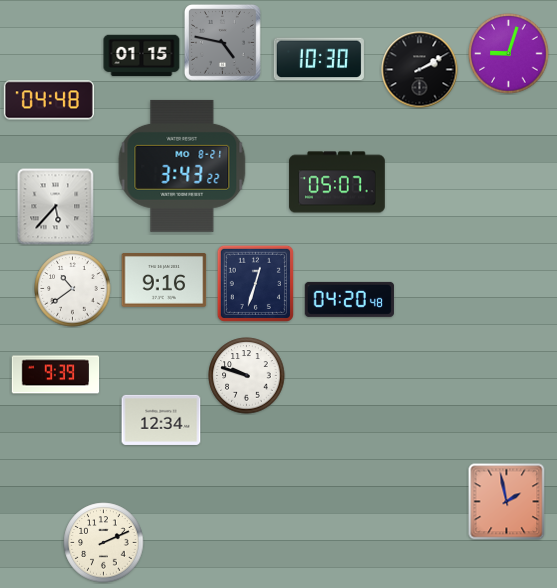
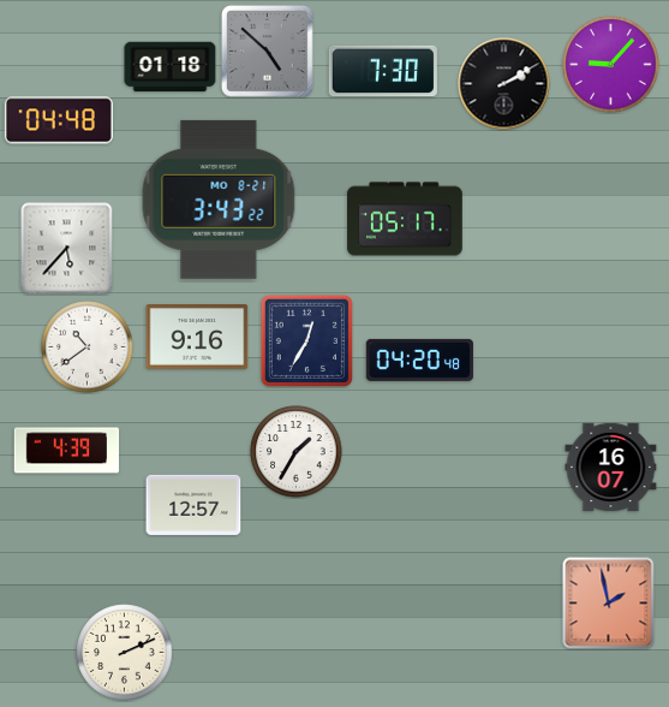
clock at (223, 43): 4:47 -> 4:52
clock at (509, 54): 9:03 -> 9:07
clock at (142, 56): 01:15 -> 01:18
clock at (319, 59): 10:30 -> 7:30
clock at (337, 182): 05:07 -> 05:17
clock at (255, 283): 12:33 -> 12:35
clock at (56, 375): 9:39 -> 4:39
clock at (247, 376): 9:48 -> 1:35
clock at (611, 468): none -> 16:07
clock at (161, 420): 12:34 -> 12:57
